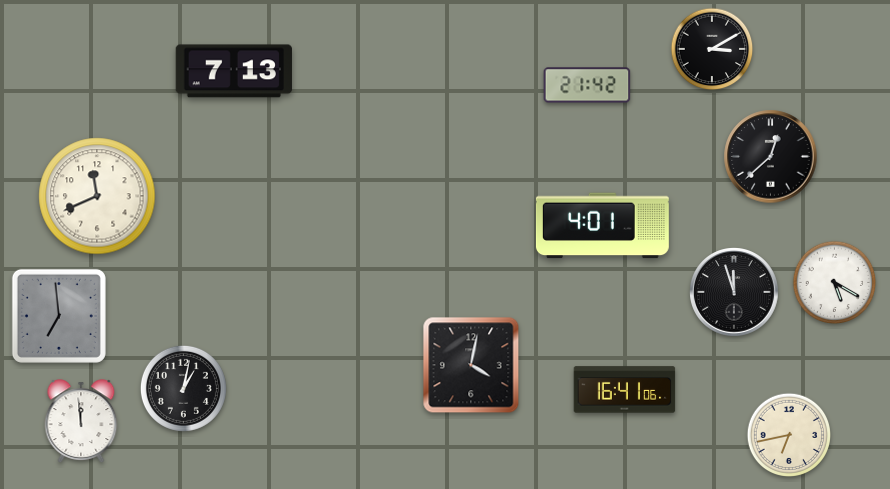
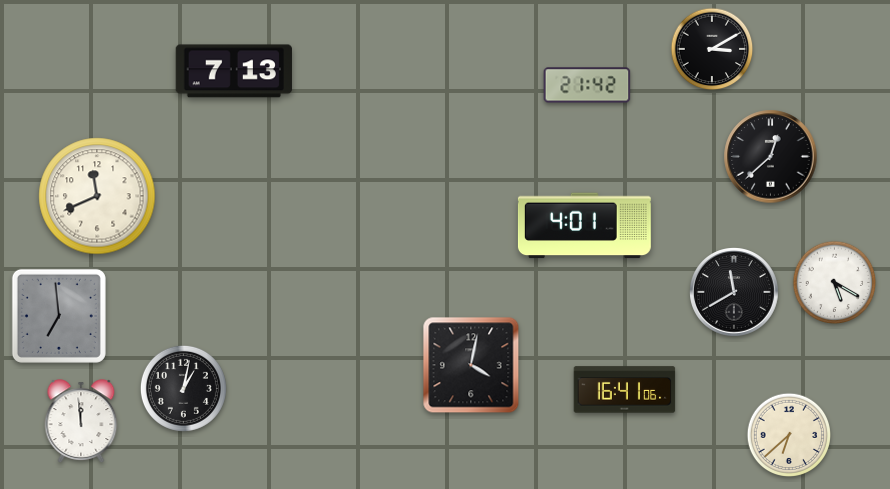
clock at (602, 226) position: (602, 226) -> (584, 226)
clock at (734, 292): 11:57 -> 11:40
clock at (788, 434): 6:43 -> 6:38
